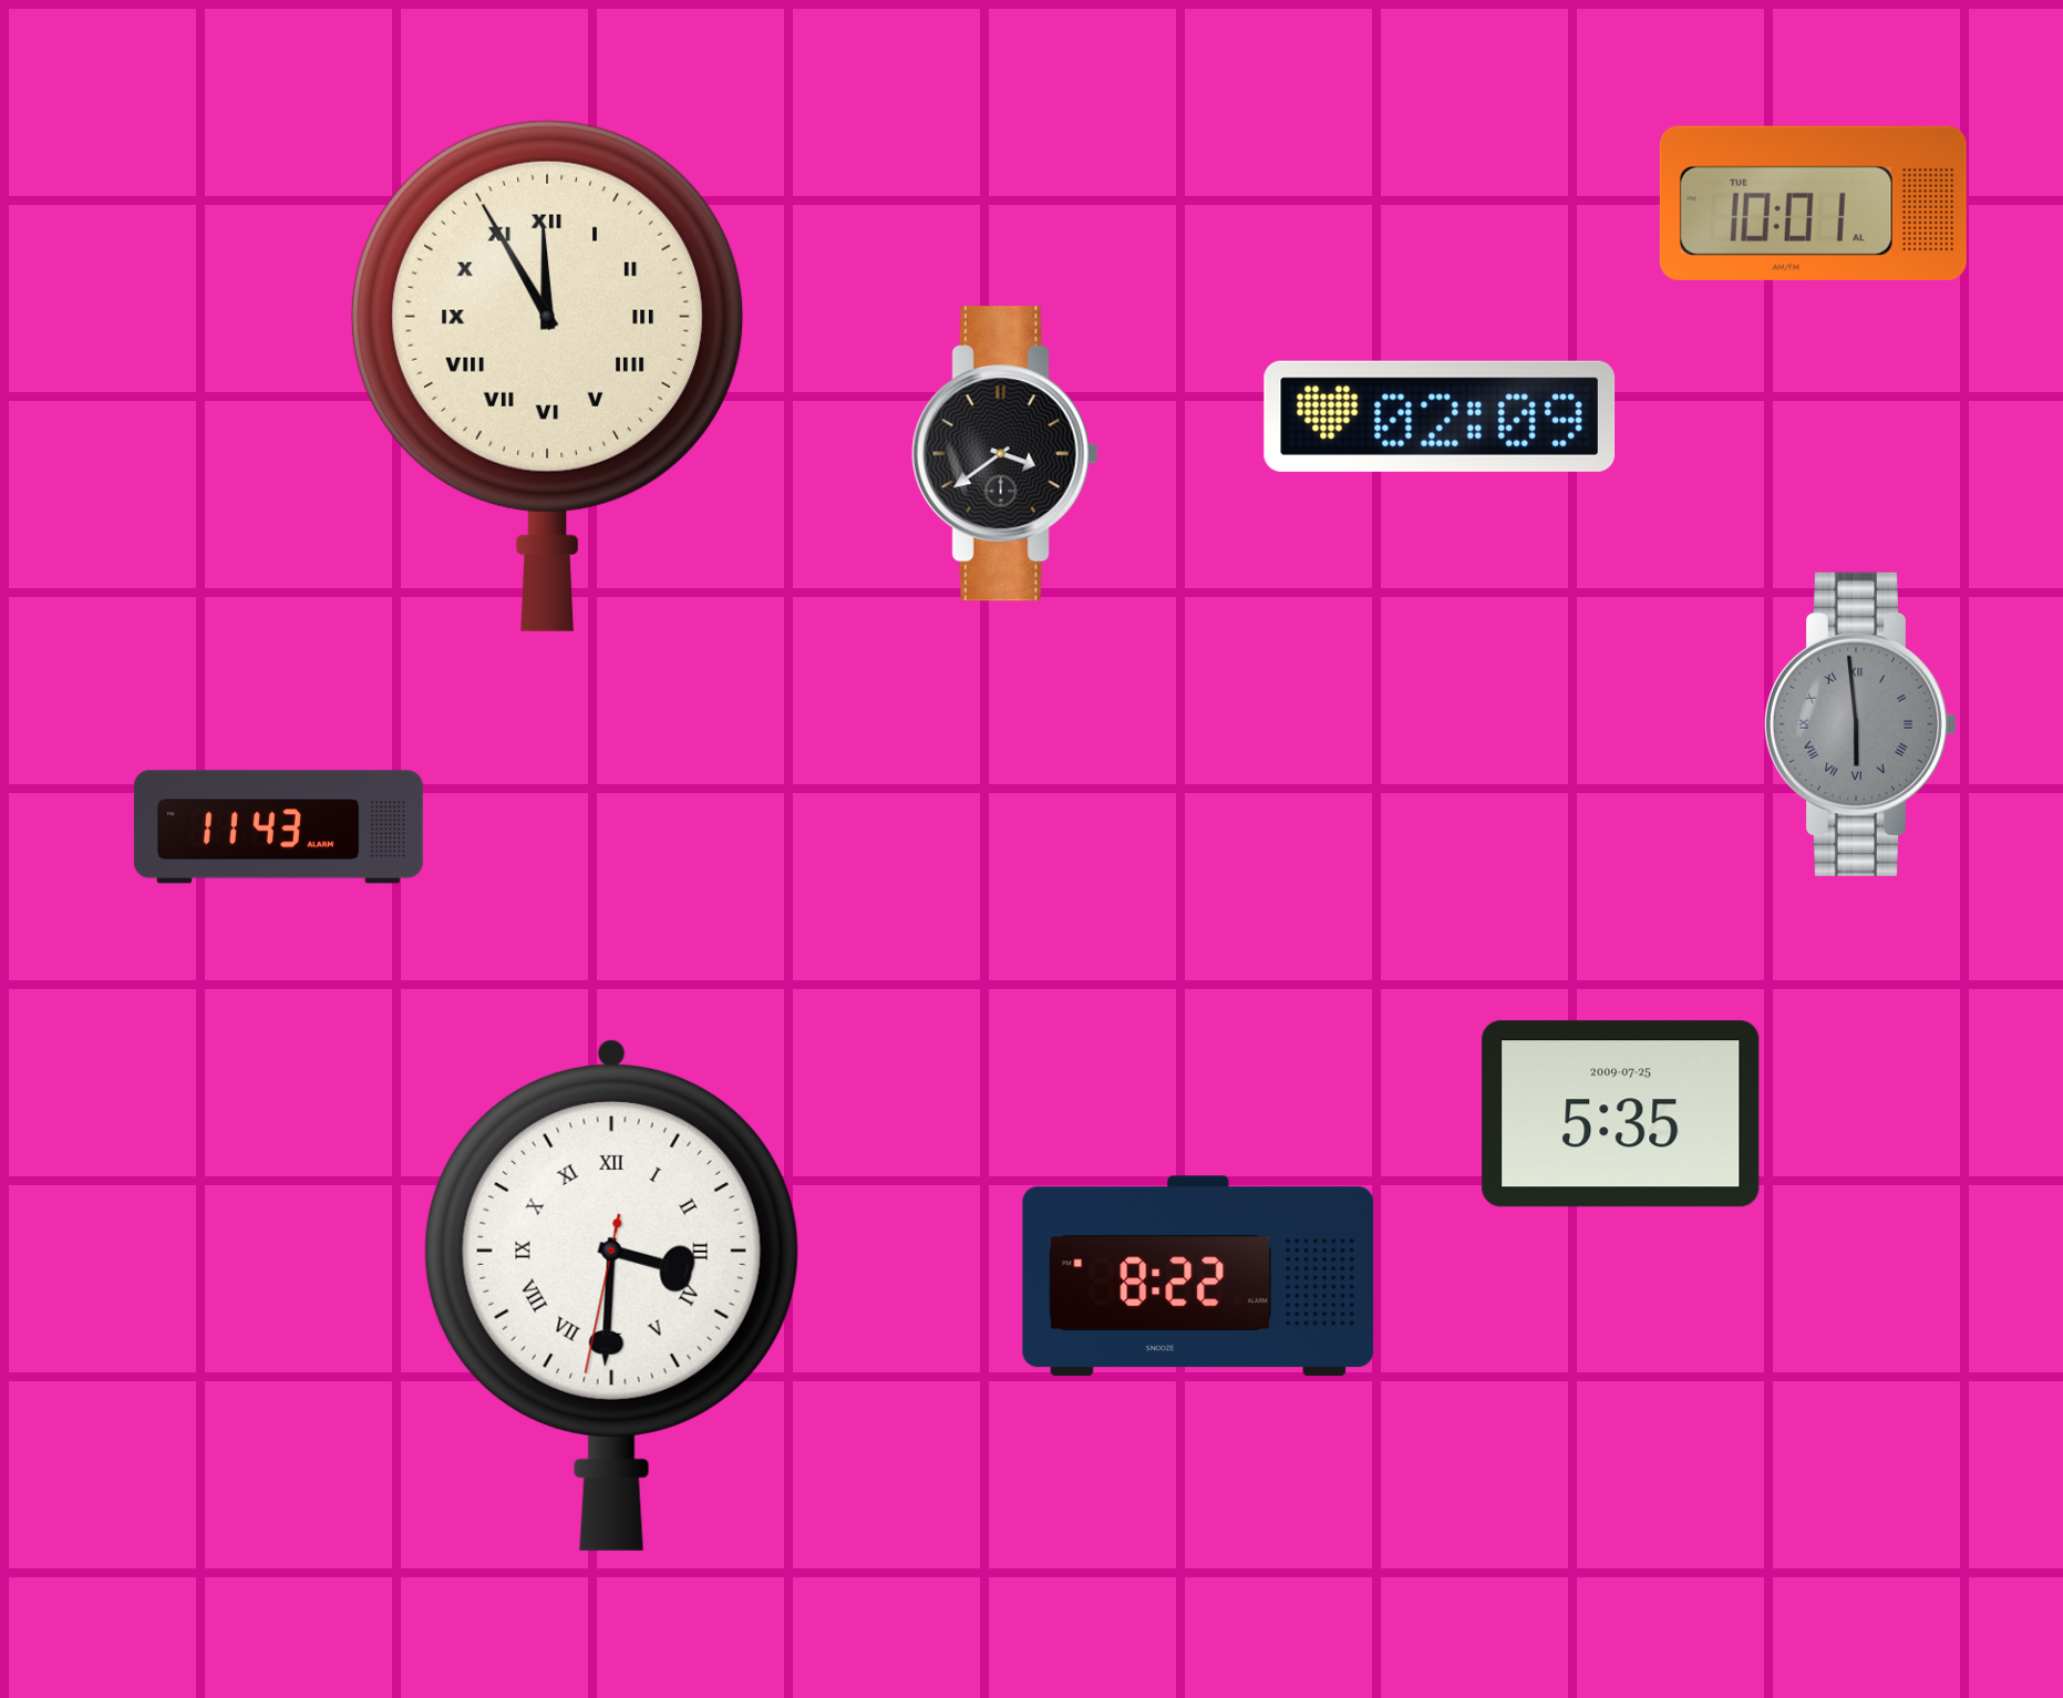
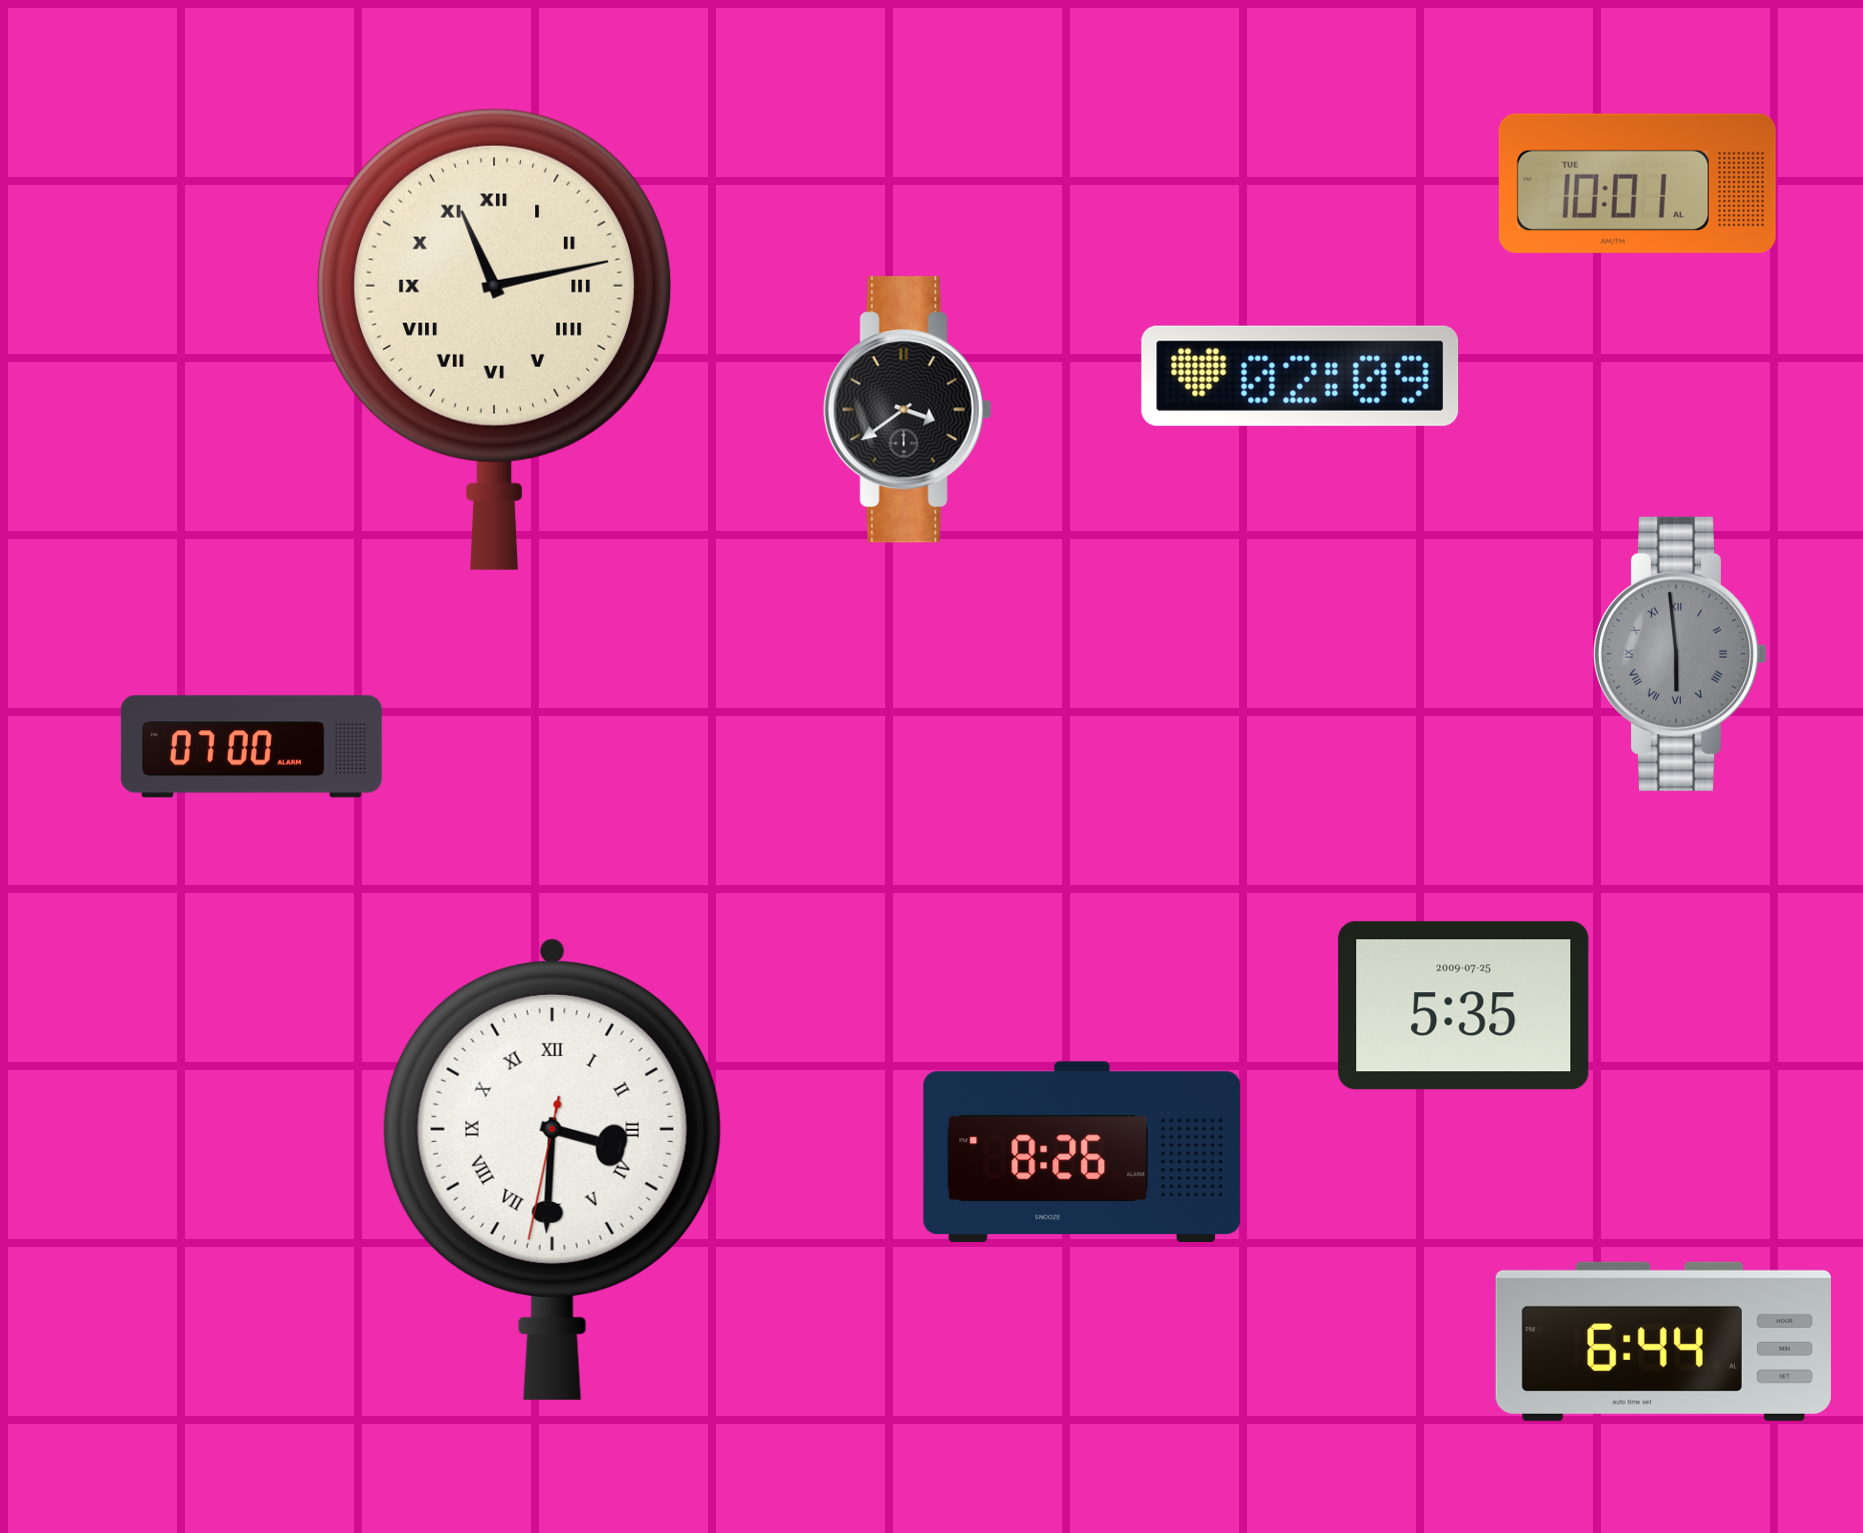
clock at (548, 375): 11:55 -> 11:13
clock at (278, 827): 11:43 -> 07:00
clock at (1198, 1275): 8:22 -> 8:26
clock at (1663, 1341): none -> 6:44
